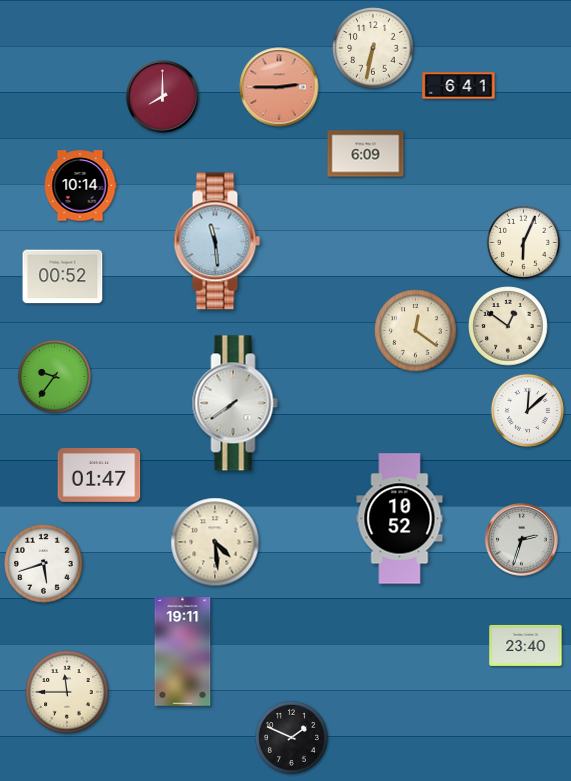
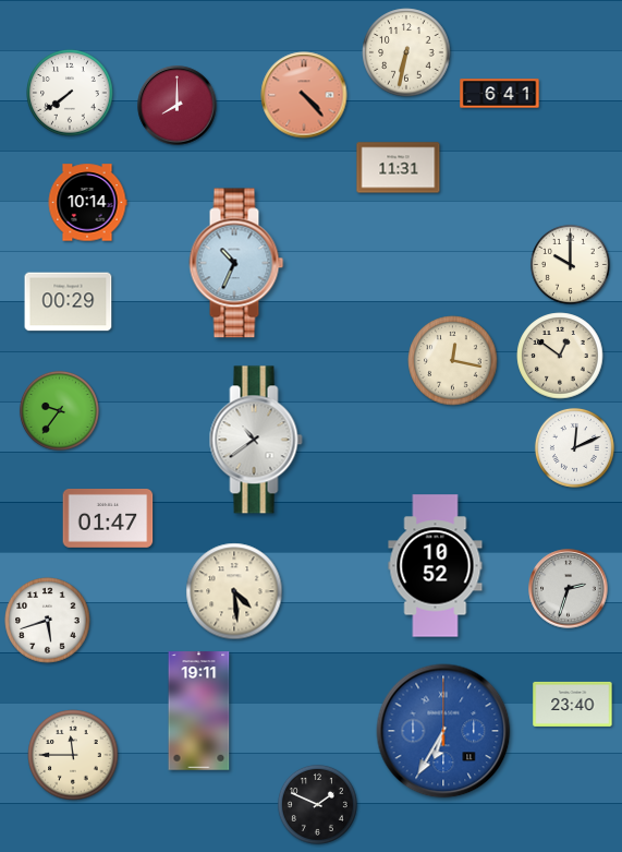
clock at (70, 93): none -> 7:39
clock at (279, 87): 2:45 -> 4:23
clock at (366, 154): 6:09 -> 11:31
clock at (217, 241): 11:29 -> 10:34
clock at (523, 242): 6:04 -> 10:00
clock at (63, 277): 00:52 -> 00:29
clock at (508, 326) position: (508, 326) -> (560, 356)
clock at (416, 331): 12:21 -> 12:17
clock at (235, 403): 7:39 -> 10:39
clock at (527, 410): 12:08 -> 12:11
clock at (44, 564) position: (44, 564) -> (48, 621)
clock at (443, 731): none -> 6:35
